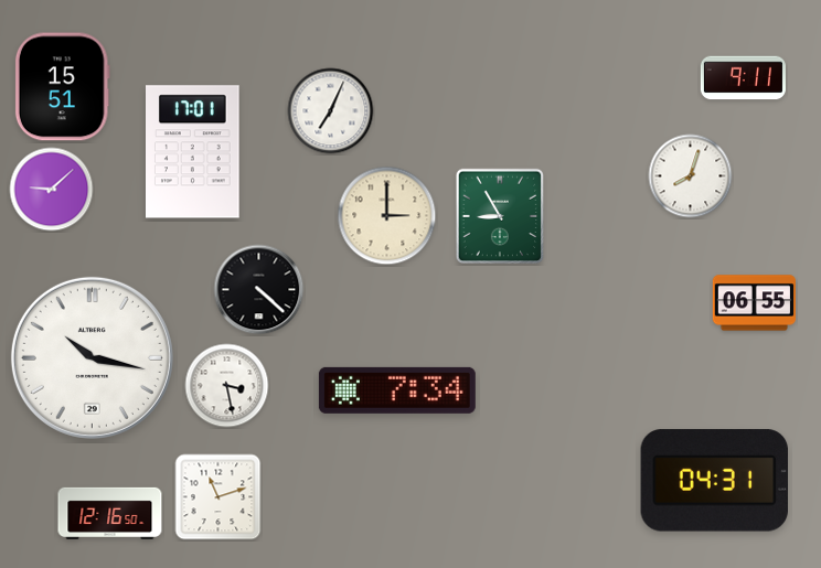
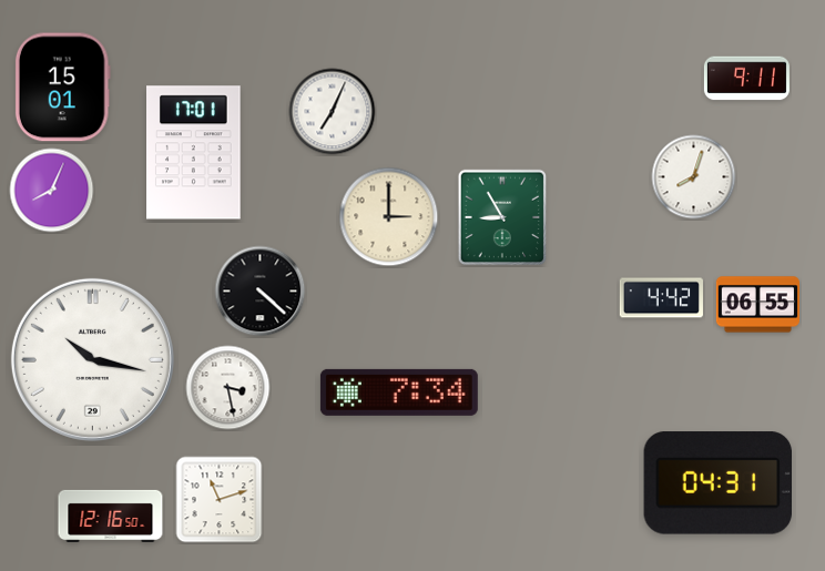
clock at (62, 87): 15:51 -> 15:01
clock at (52, 190): 9:08 -> 8:04
clock at (661, 298): none -> 4:42
